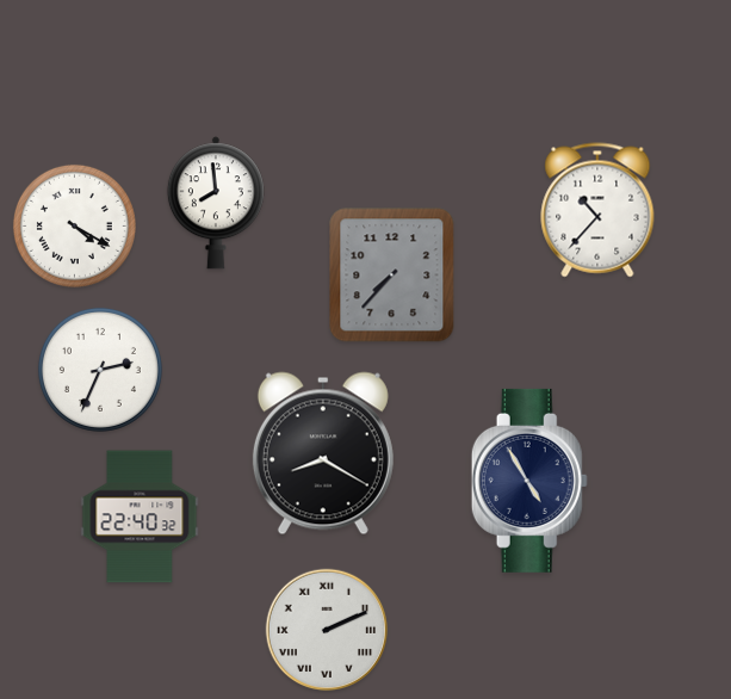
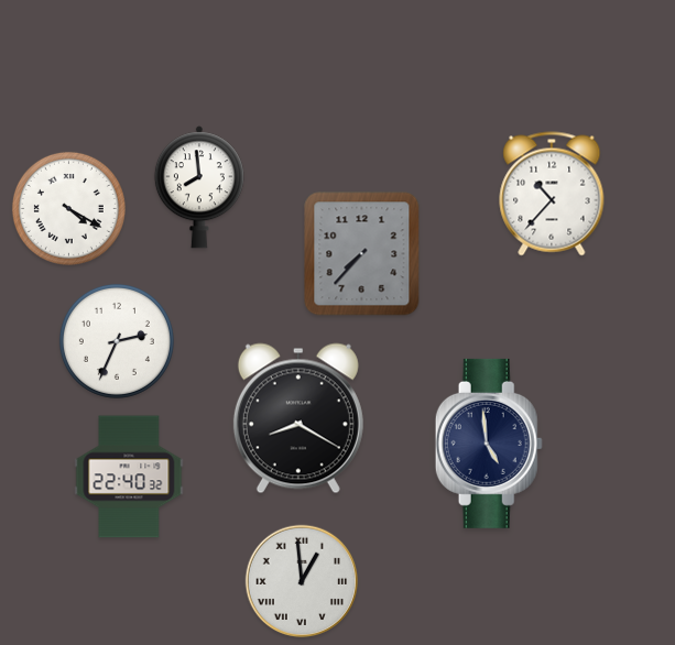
clock at (100, 370) position: (100, 370) -> (117, 341)
clock at (529, 481): 4:55 -> 4:59
clock at (327, 630): 2:11 -> 12:59
